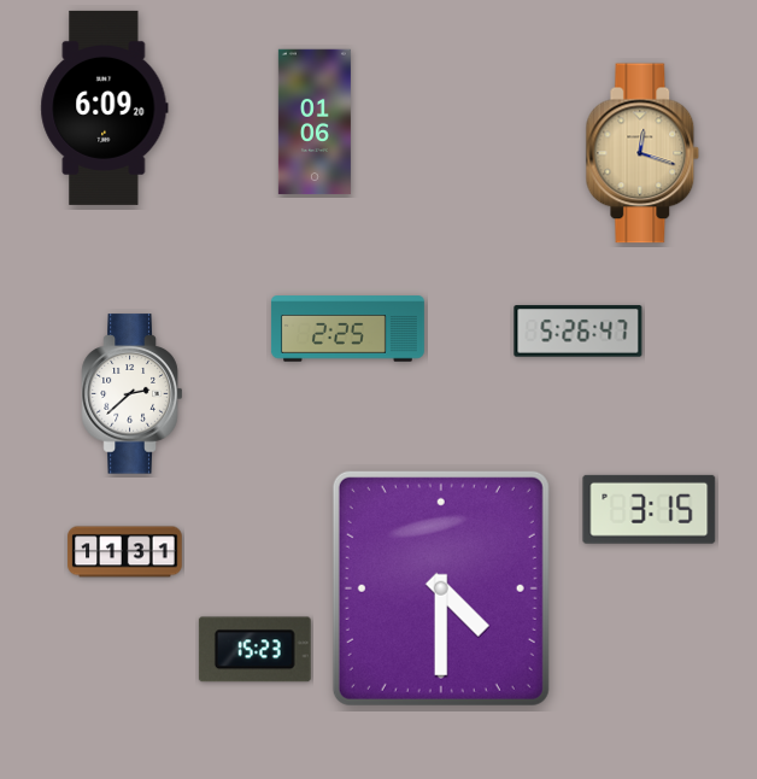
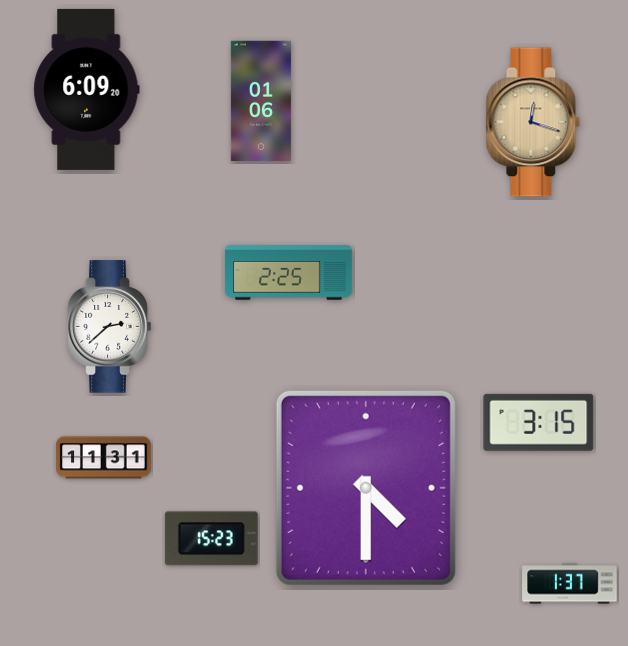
clock at (642, 153) position: (642, 153) -> (533, 122)
clock at (579, 332): 5:26 -> none
clock at (570, 584): none -> 1:37
